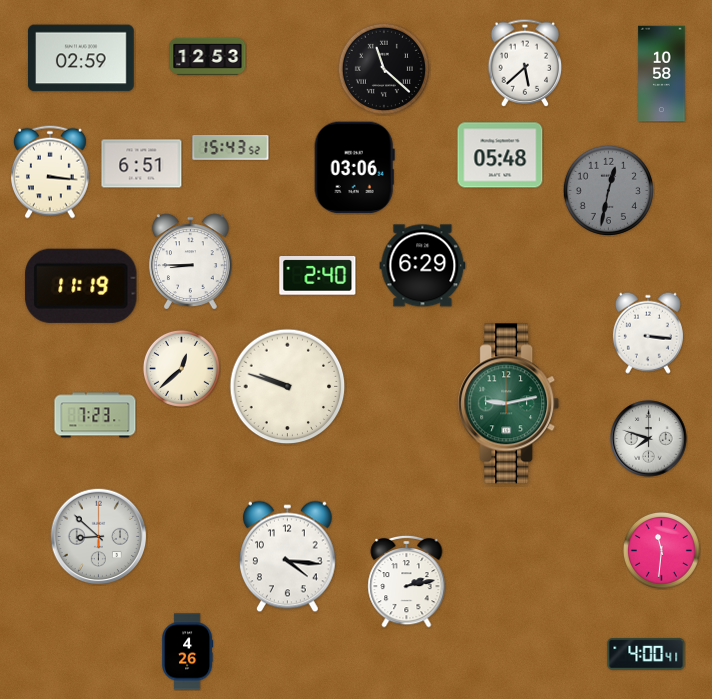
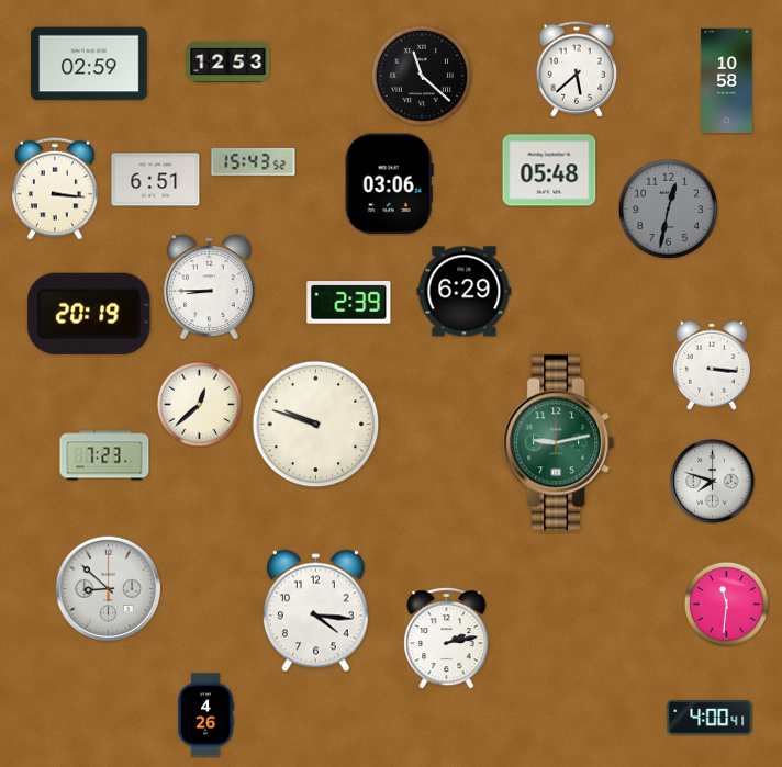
clock at (318, 276): 2:40 -> 2:39
clock at (81, 286): 11:19 -> 20:19
